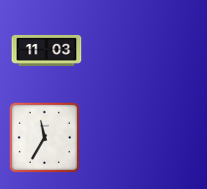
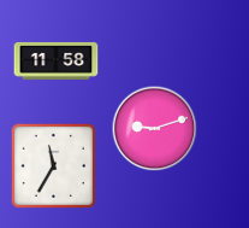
clock at (47, 50): 11:03 -> 11:58
clock at (155, 129): none -> 9:12
